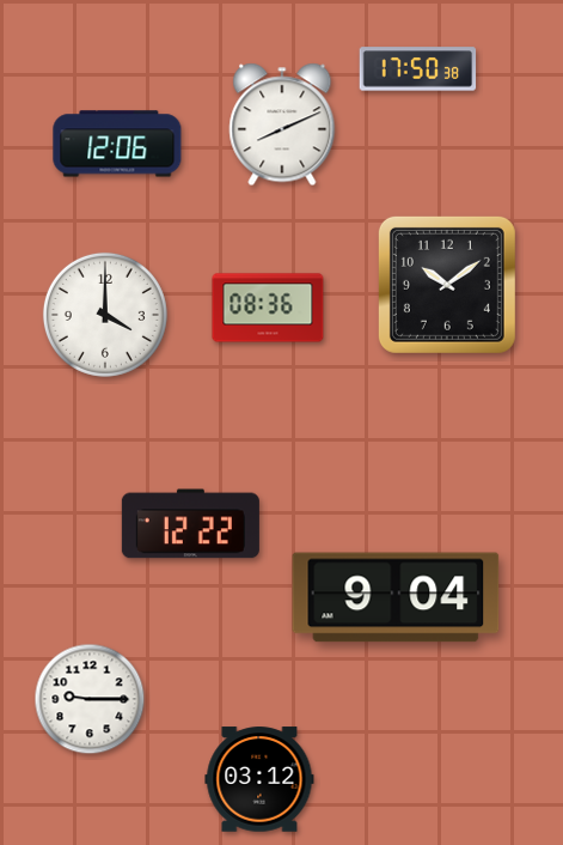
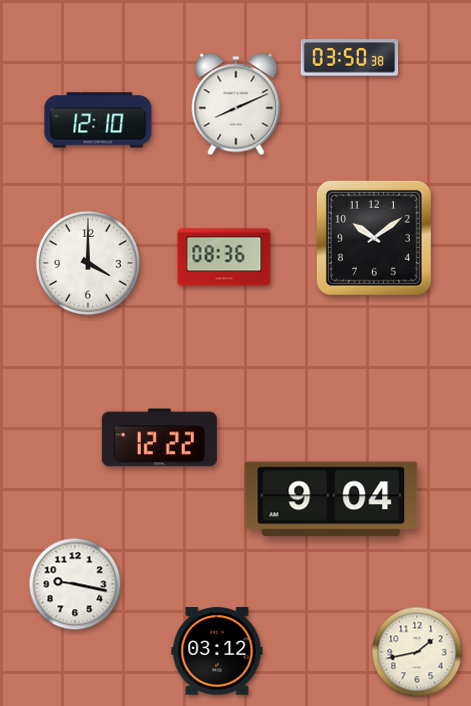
clock at (418, 69): 17:50 -> 03:50
clock at (117, 144): 12:06 -> 12:10
clock at (90, 699): 9:15 -> 9:17
clock at (417, 652): none -> 1:43
